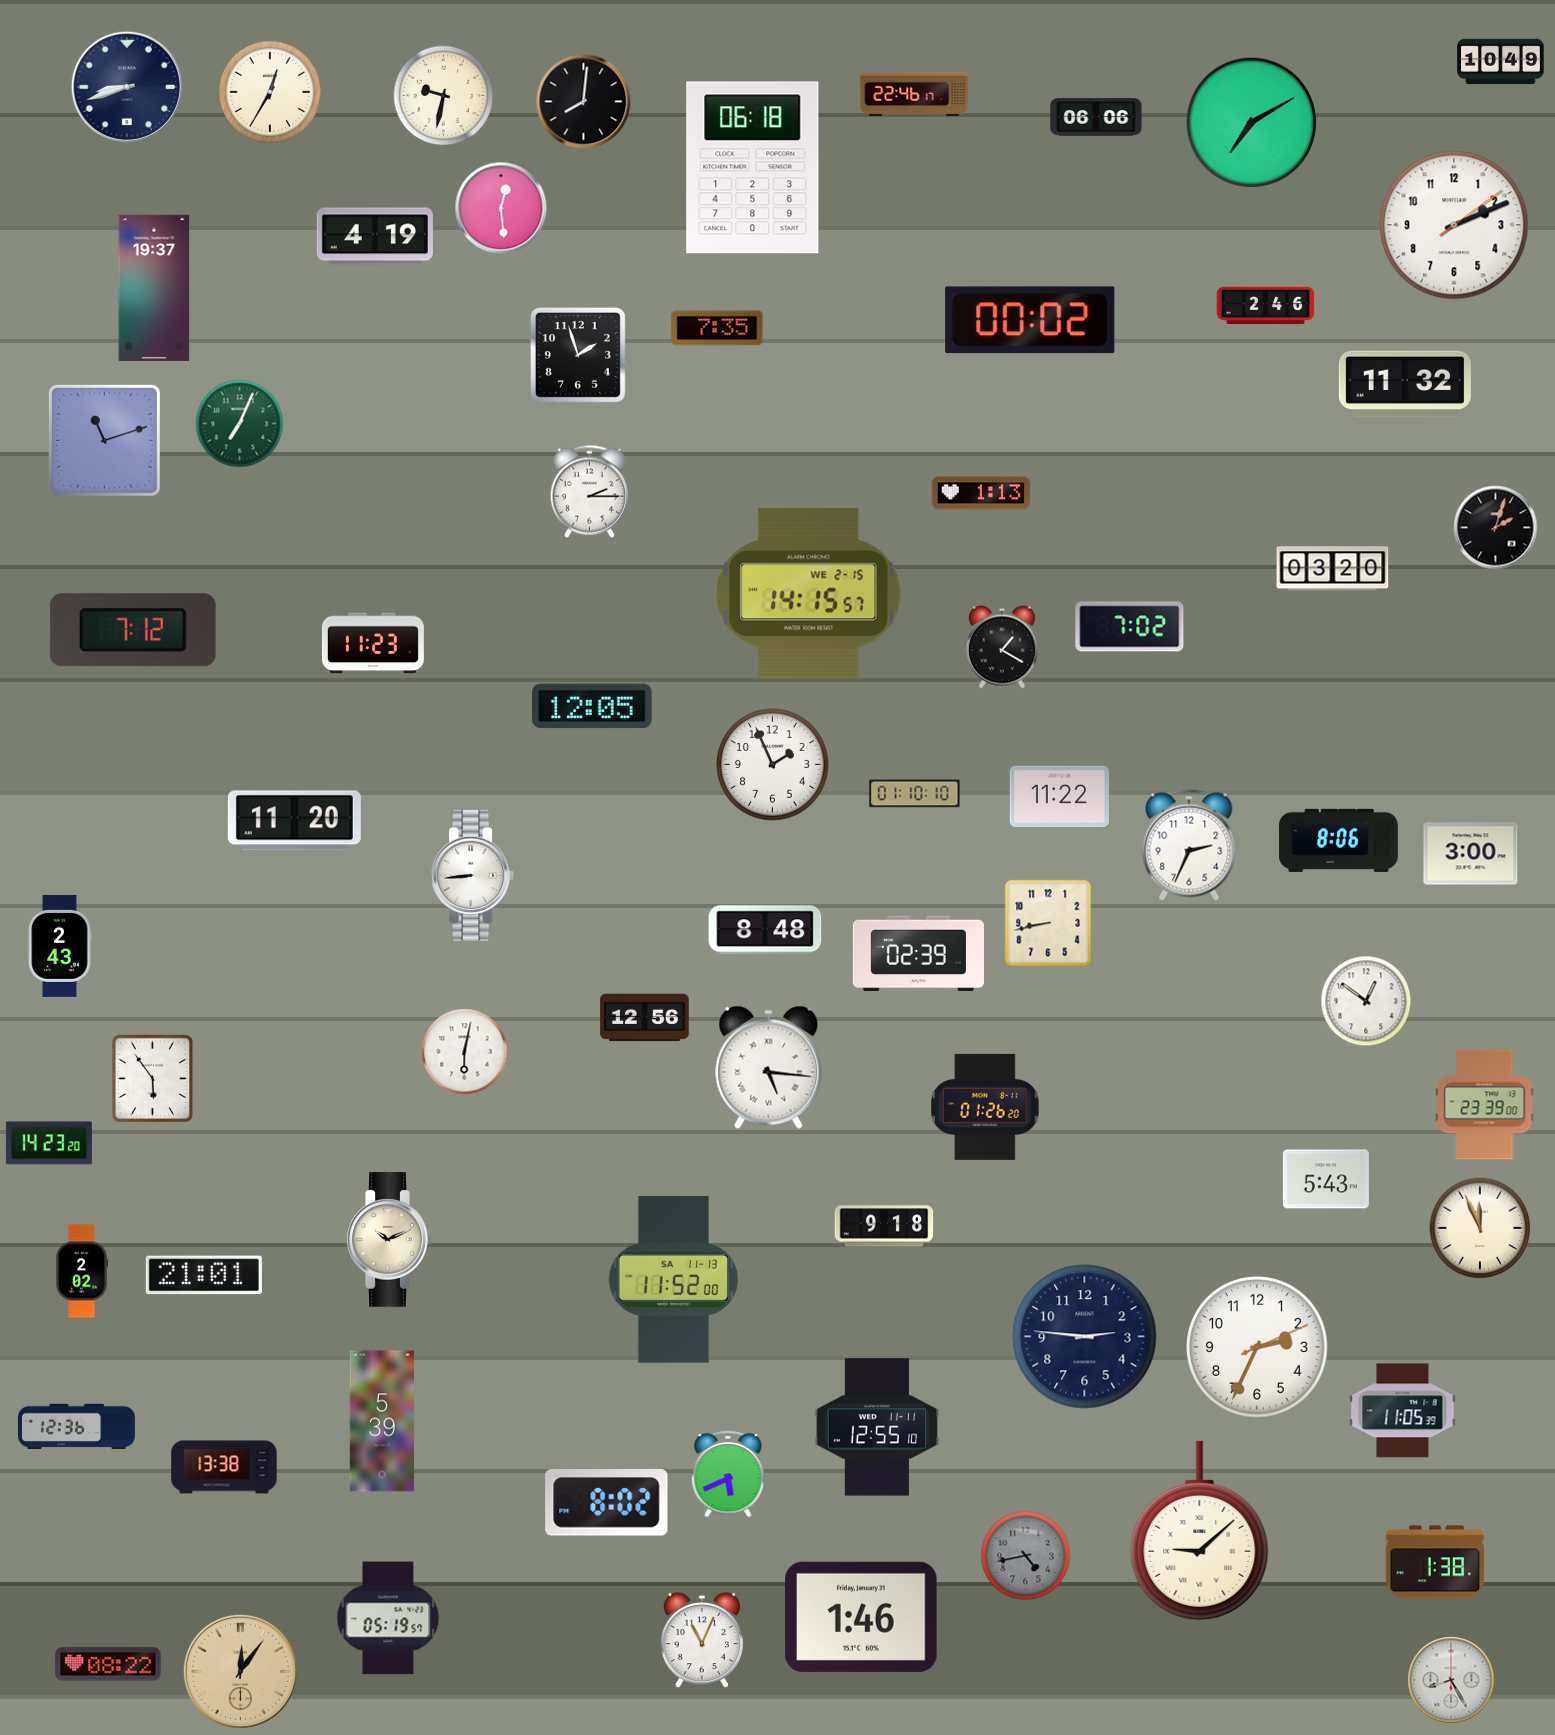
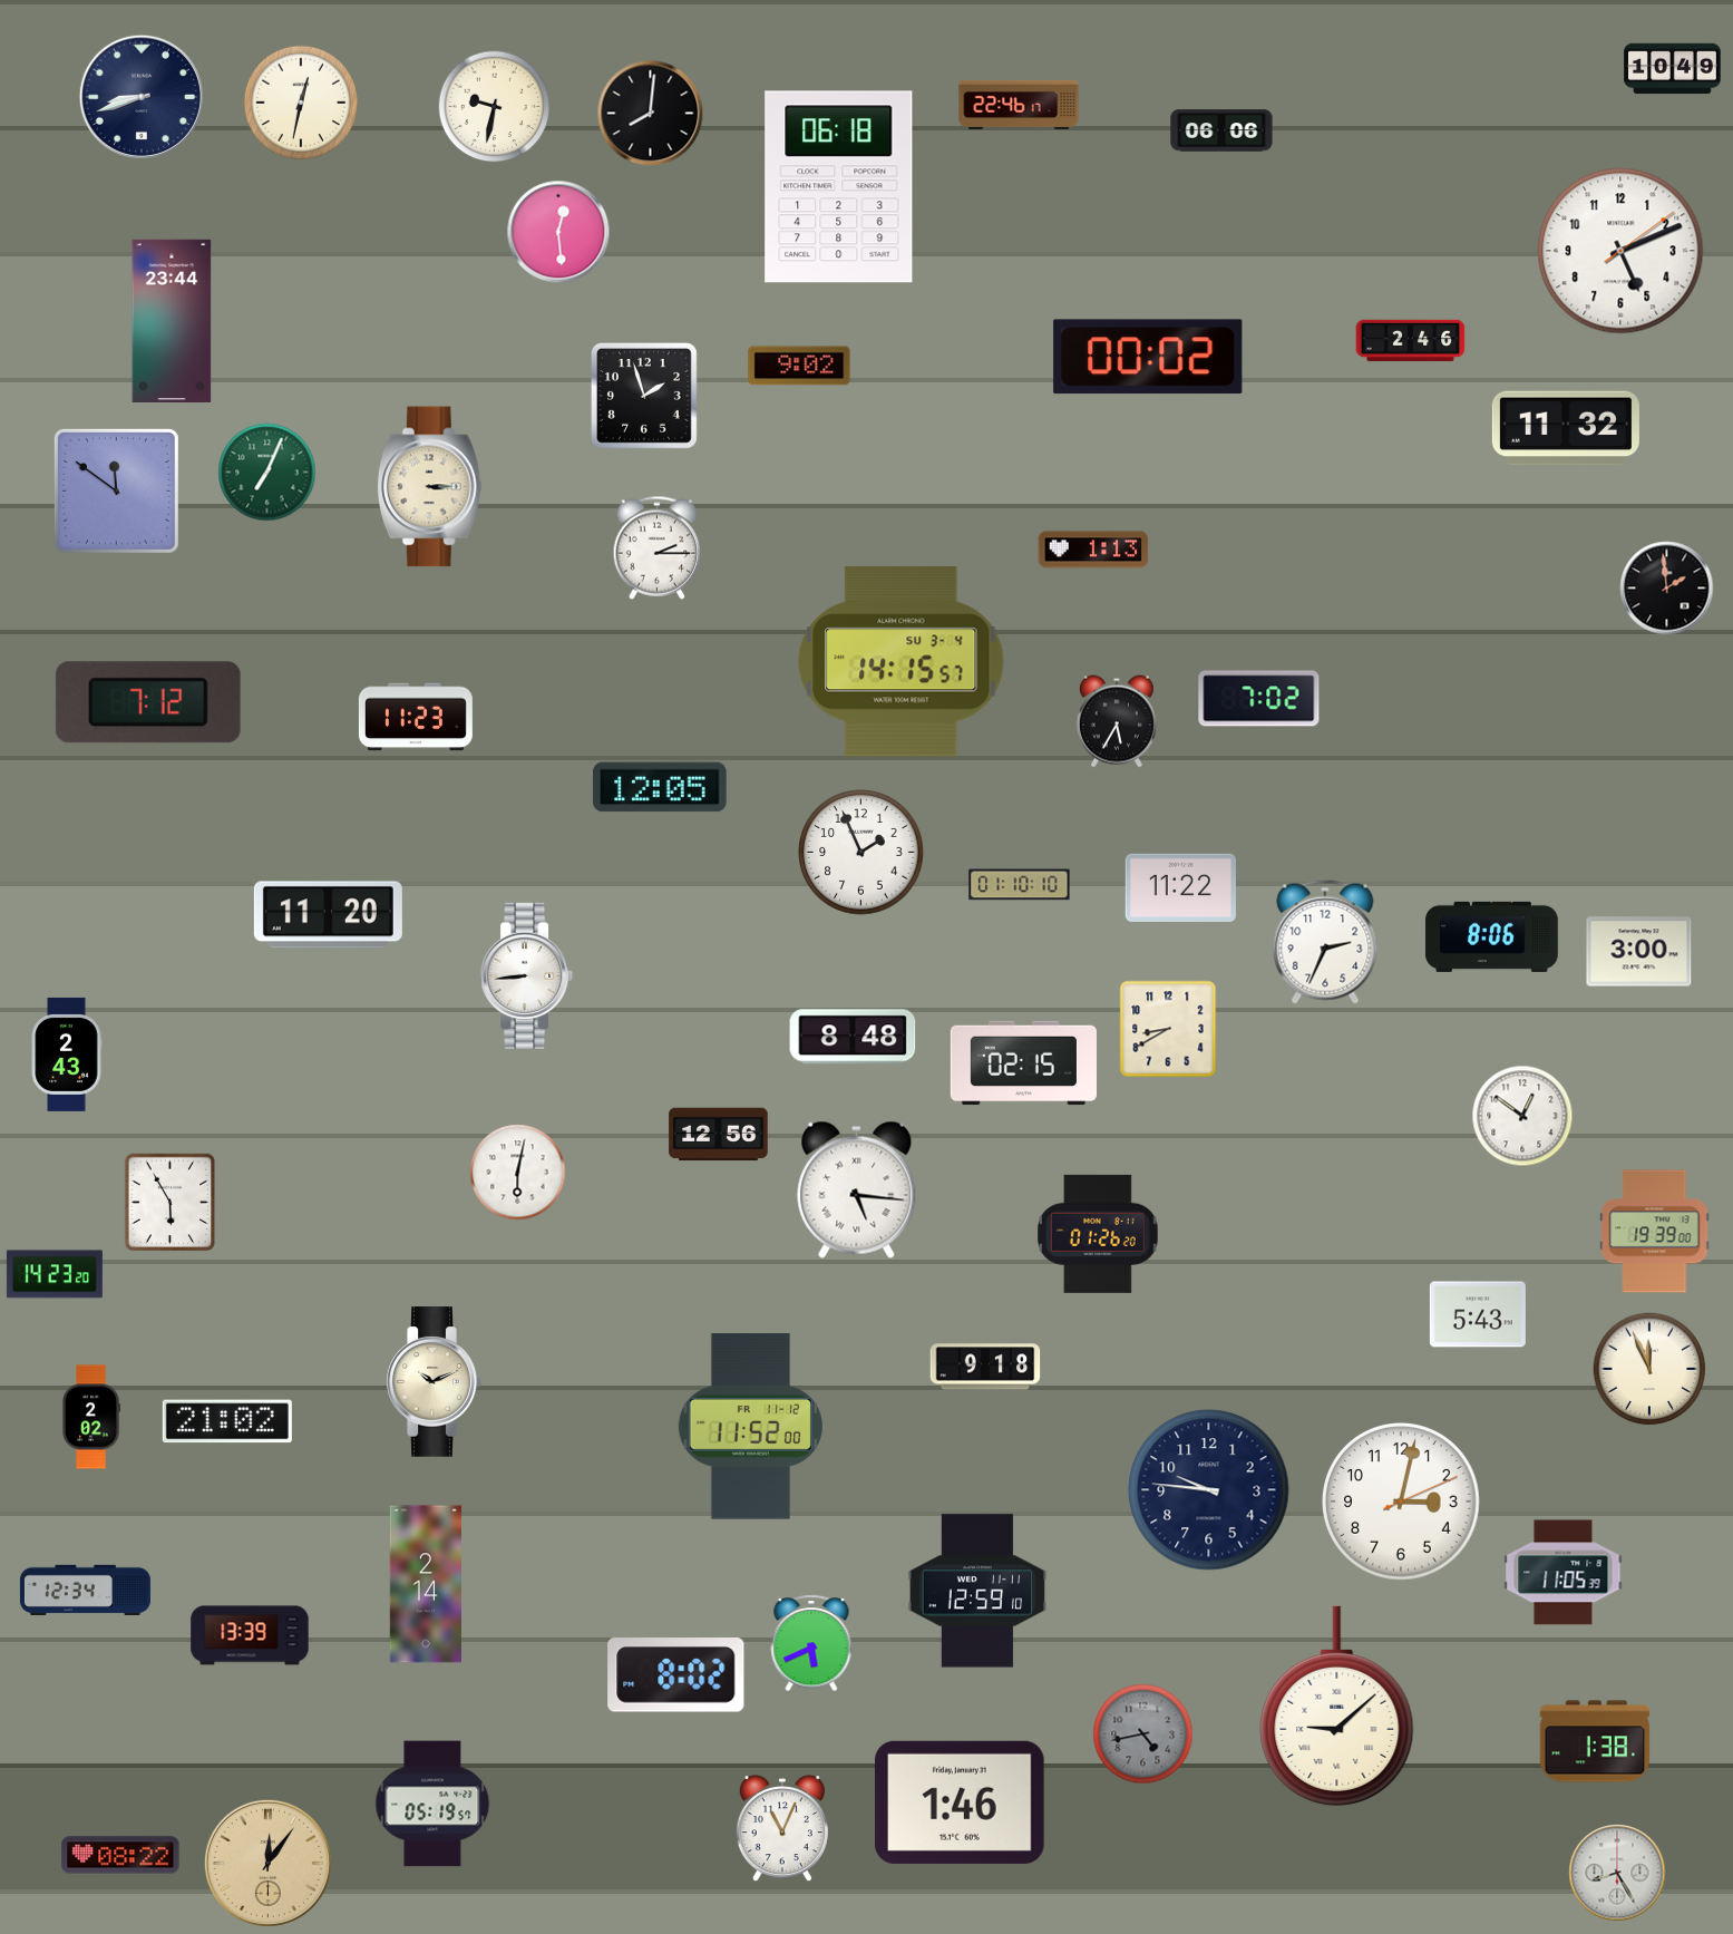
clock at (270, 92): 12:35 -> 12:32
clock at (1252, 123): 7:10 -> none
clock at (1454, 225): 2:11 -> 5:11
clock at (375, 236): 4:19 -> none
clock at (154, 287): 19:37 -> 23:44
clock at (717, 328): 7:35 -> 9:02
clock at (429, 487): none -> 3:15
clock at (104, 440): 11:12 -> 11:51
clock at (1496, 528): 2:03 -> 1:59
clock at (1333, 569): 03:20 -> none
clock at (809, 594) date: WE 2-15 -> SU 3-4
clock at (1002, 647): 1:20 -> 5:35
clock at (1048, 923): 8:43 -> 8:40
clock at (918, 954): 02:39 -> 02:15
clock at (153, 1079): 5:54 -> 5:55
clock at (1485, 1105): 23:39 -> 19:39
clock at (204, 1275): 21:01 -> 21:02
clock at (673, 1280) date: SA 11-13 -> FR 11-12
clock at (1085, 1337): 2:46 -> 9:46
clock at (1258, 1348): 2:34 -> 3:02
clock at (382, 1421): 5:39 -> 2:14
clock at (76, 1426): 12:36 -> 12:34
clock at (877, 1427): 12:55 -> 12:59
clock at (224, 1467): 13:38 -> 13:39
clock at (1435, 1562) position: (1435, 1562) -> (1595, 1741)
